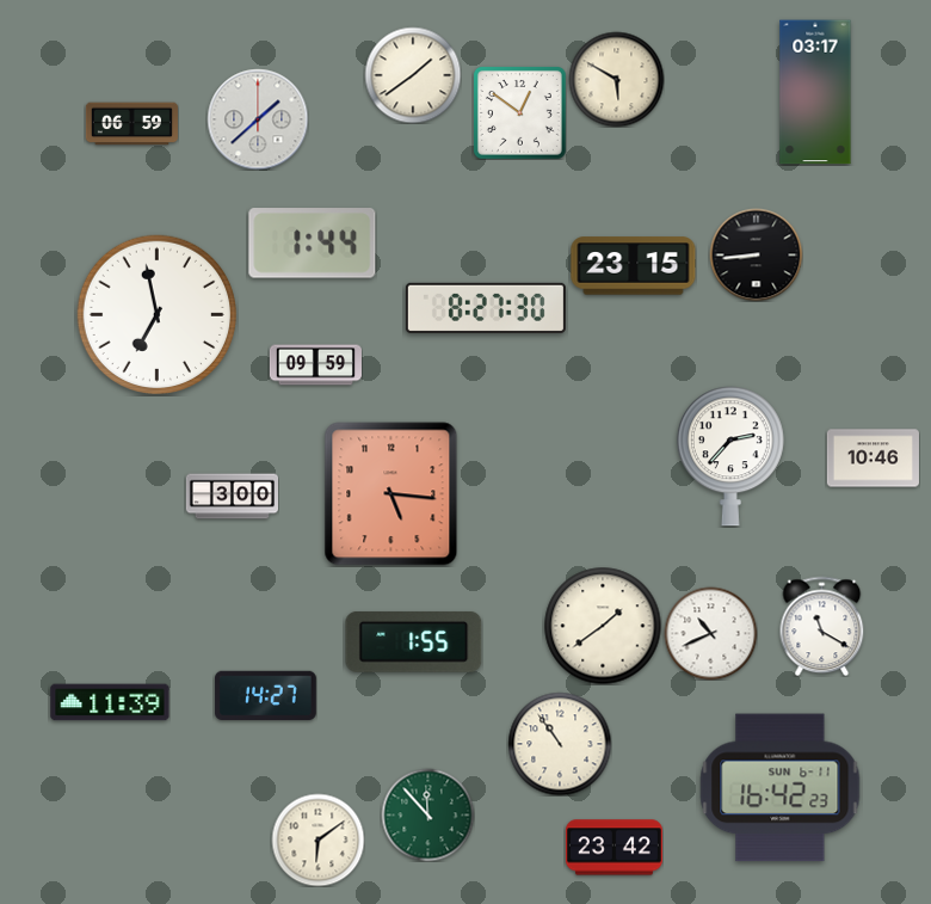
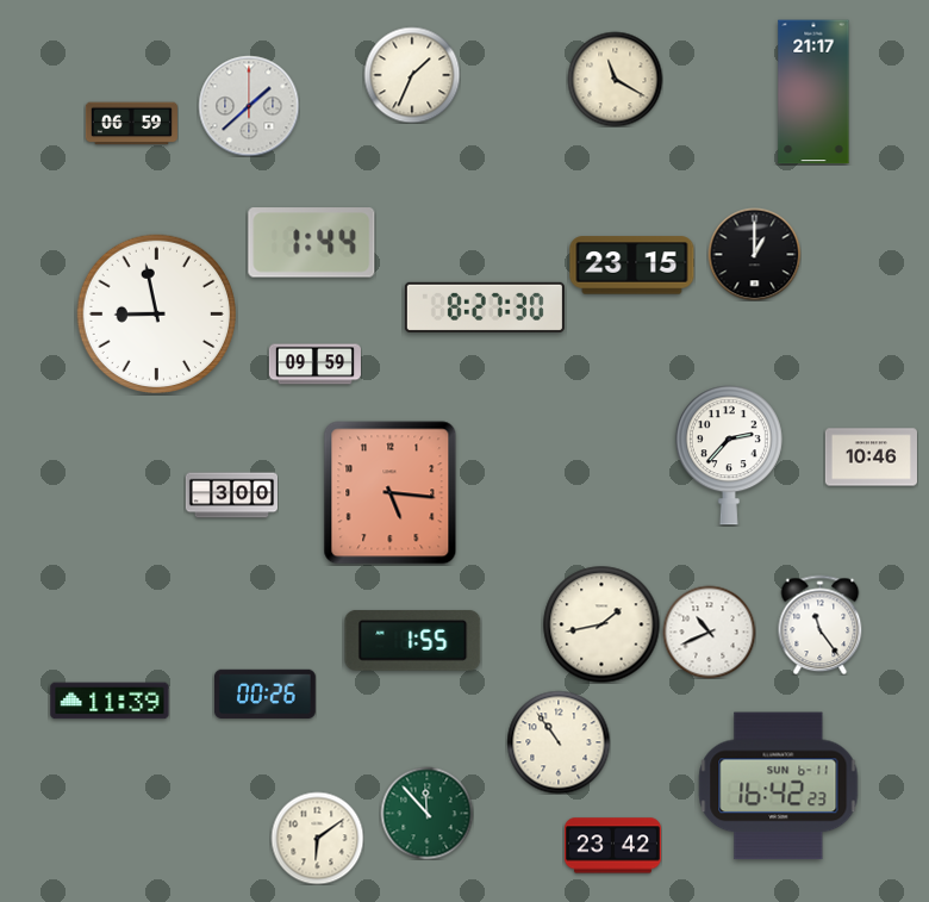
clock at (413, 75): 1:39 -> 1:34
clock at (616, 79): 5:50 -> 11:20
clock at (815, 92): 03:17 -> 21:17
clock at (519, 112): 12:51 -> none
clock at (258, 119) position: (258, 119) -> (249, 106)
clock at (756, 254): 8:44 -> 1:00
clock at (156, 314): 6:58 -> 8:58
clock at (603, 626): 1:39 -> 1:43
clock at (822, 626): 11:20 -> 11:24
clock at (266, 695): 14:27 -> 00:26
